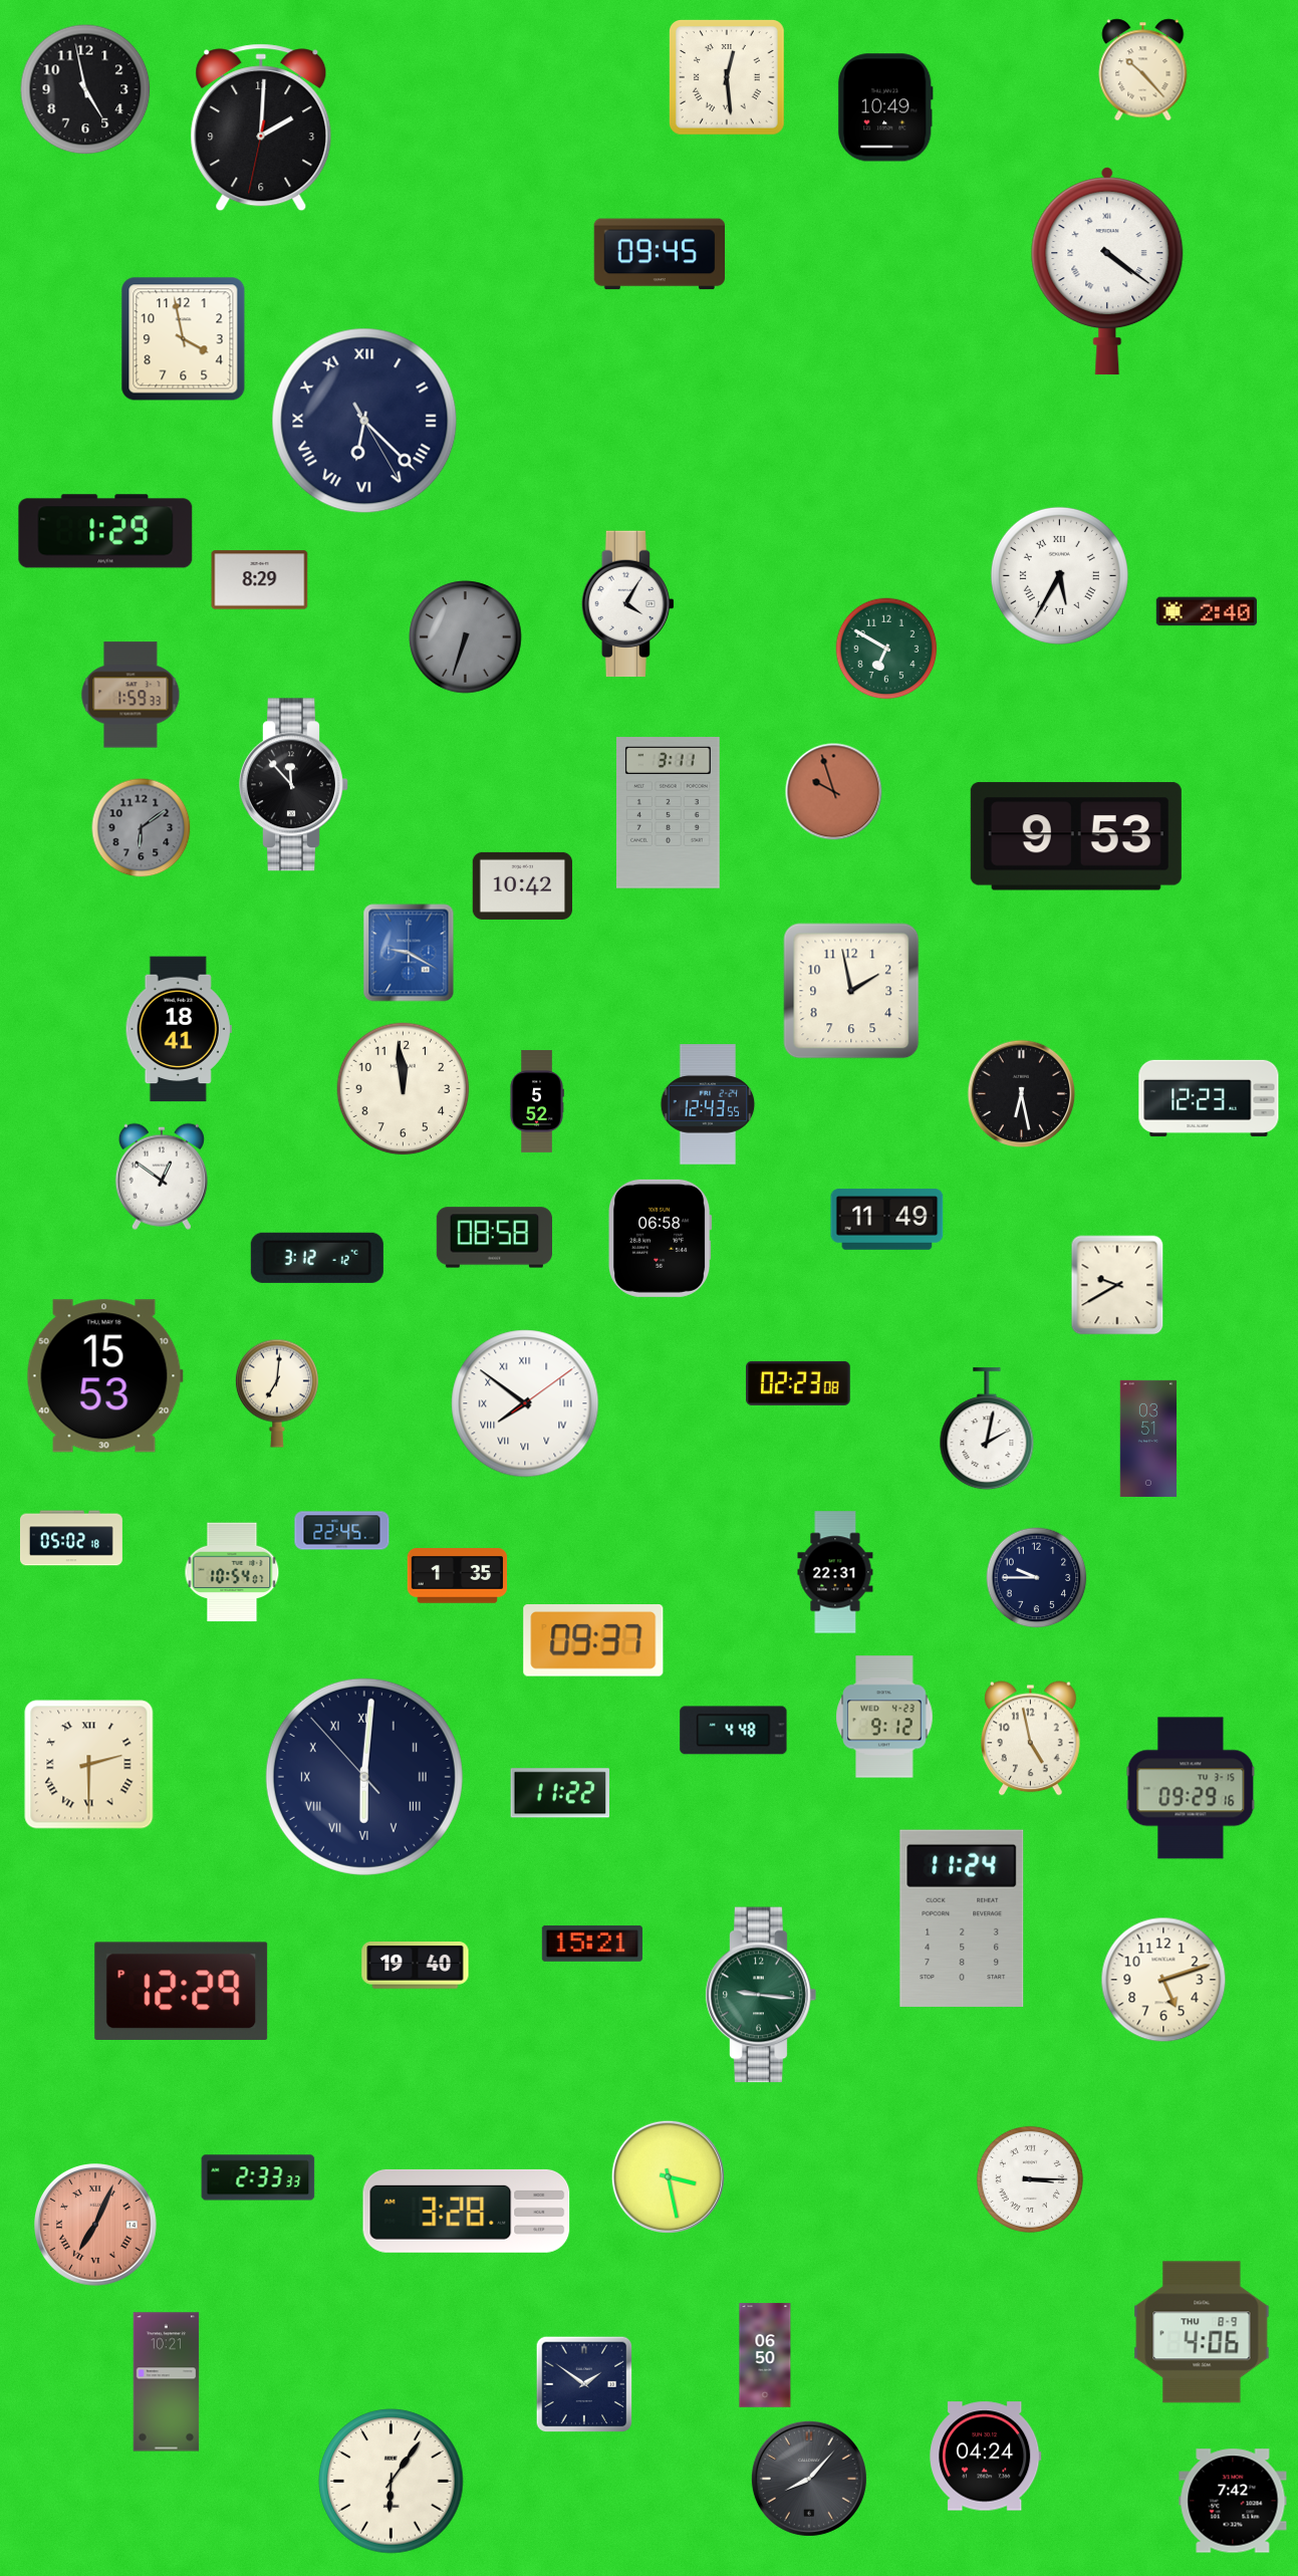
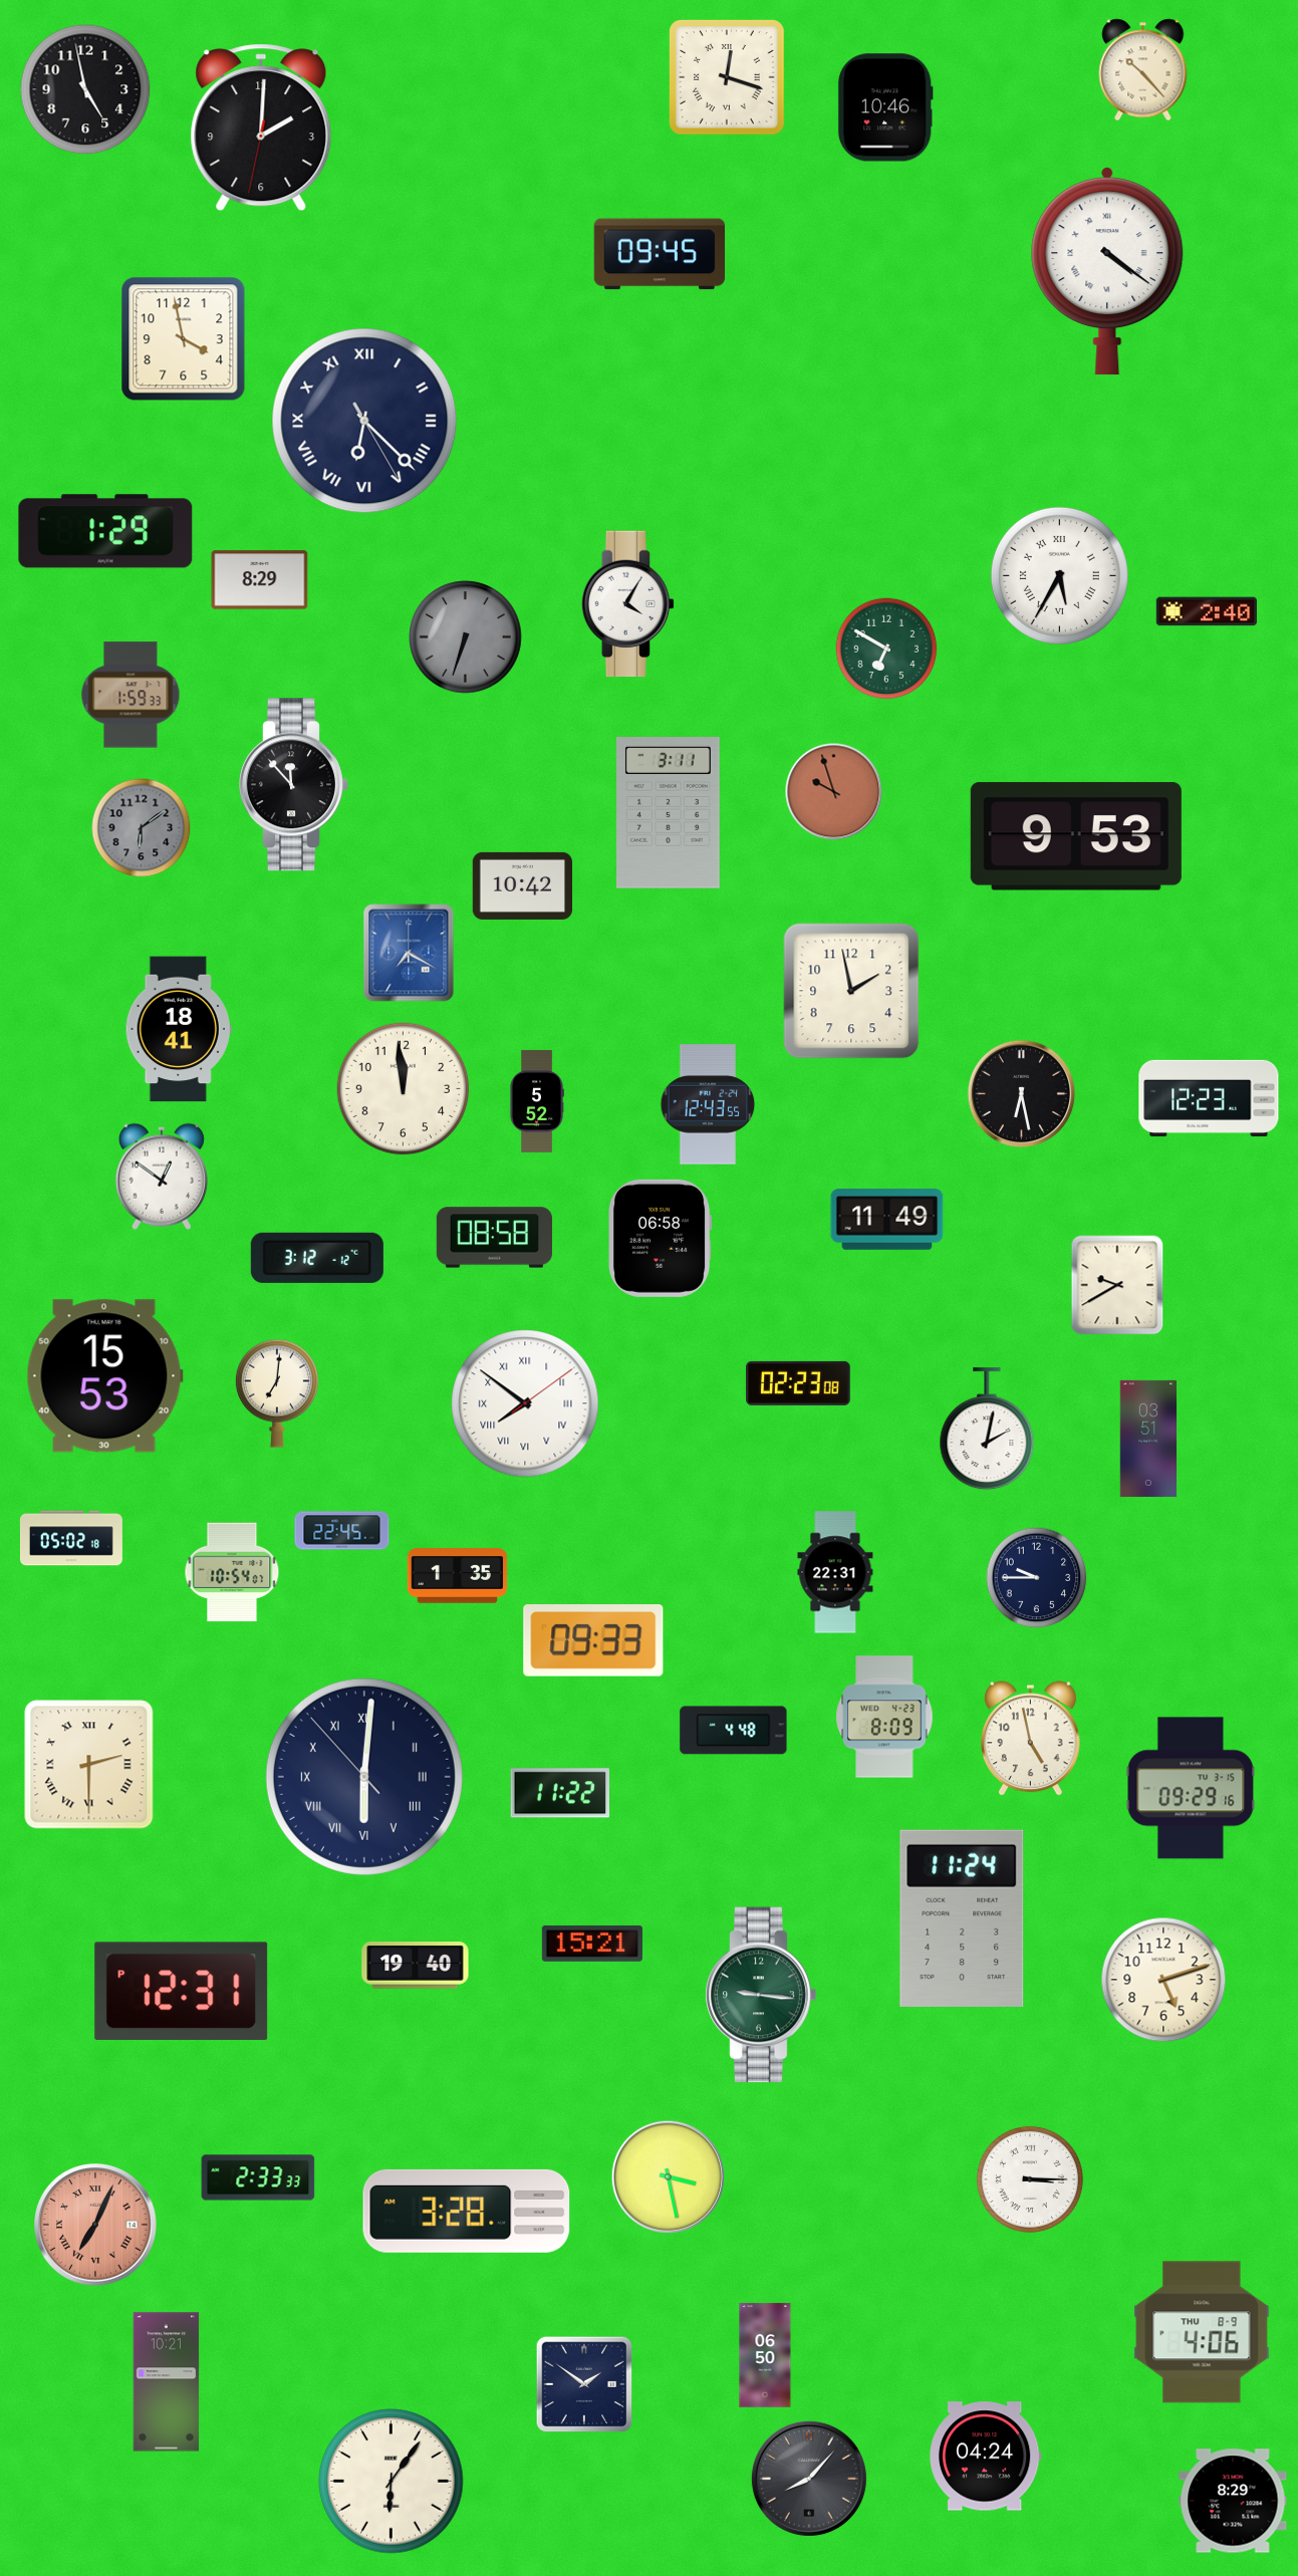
clock at (727, 77): 12:29 -> 12:18
clock at (885, 107): 10:49 -> 10:46
clock at (409, 953): 9:20 -> 7:20
clock at (593, 1641): 09:37 -> 09:33
clock at (884, 1717): 9:12 -> 8:09
clock at (182, 1991): 12:29 -> 12:31
clock at (1233, 2501): 7:42 -> 8:29
